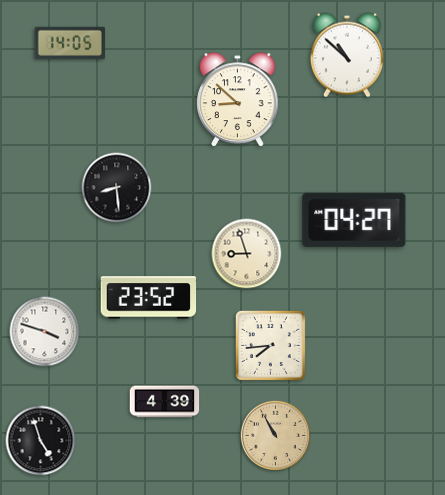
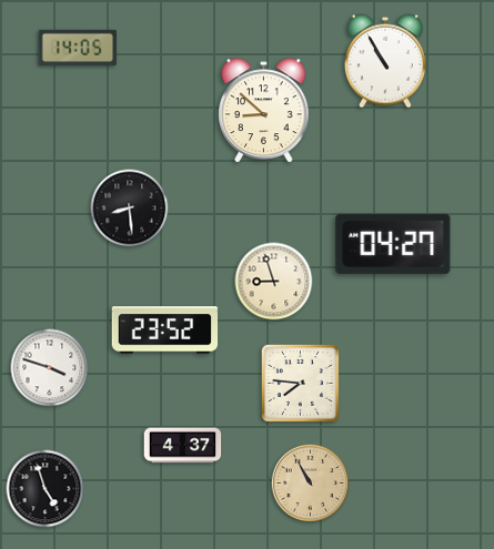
clock at (347, 55): 10:52 -> 10:55
clock at (270, 345): 7:44 -> 7:46
clock at (165, 402): 4:39 -> 4:37
clock at (276, 436) position: (276, 436) -> (311, 484)
